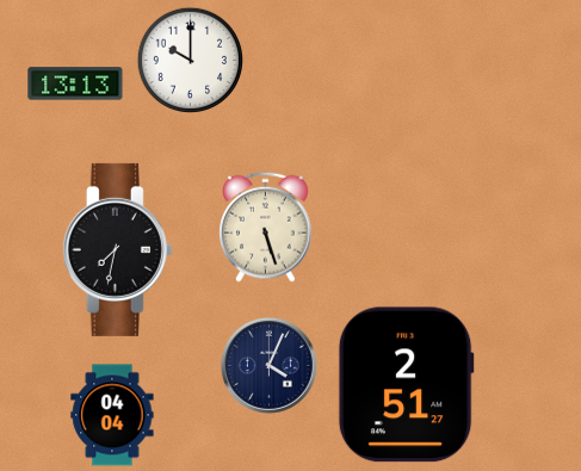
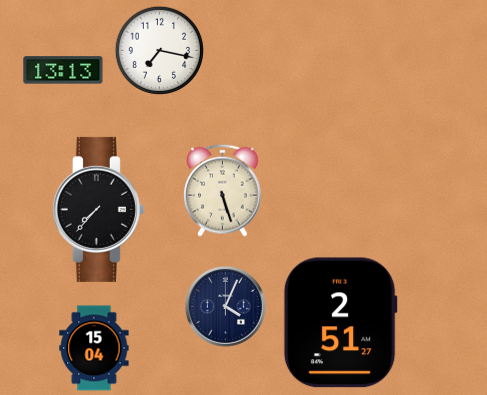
clock at (190, 60): 10:00 -> 7:17
clock at (117, 249): 7:32 -> 7:37
clock at (112, 415): 04:04 -> 15:04
